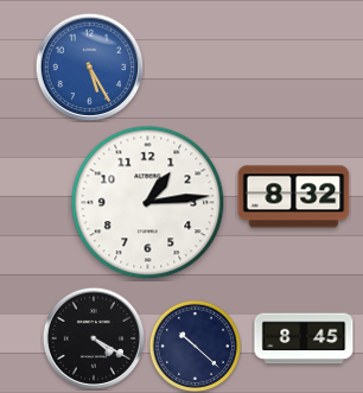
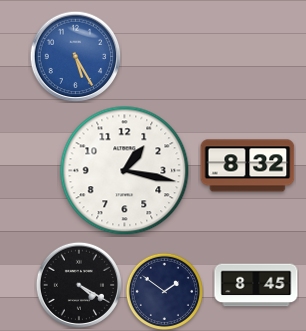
clock at (148, 203): 1:14 -> 1:17
clock at (195, 346): 10:22 -> 1:51
